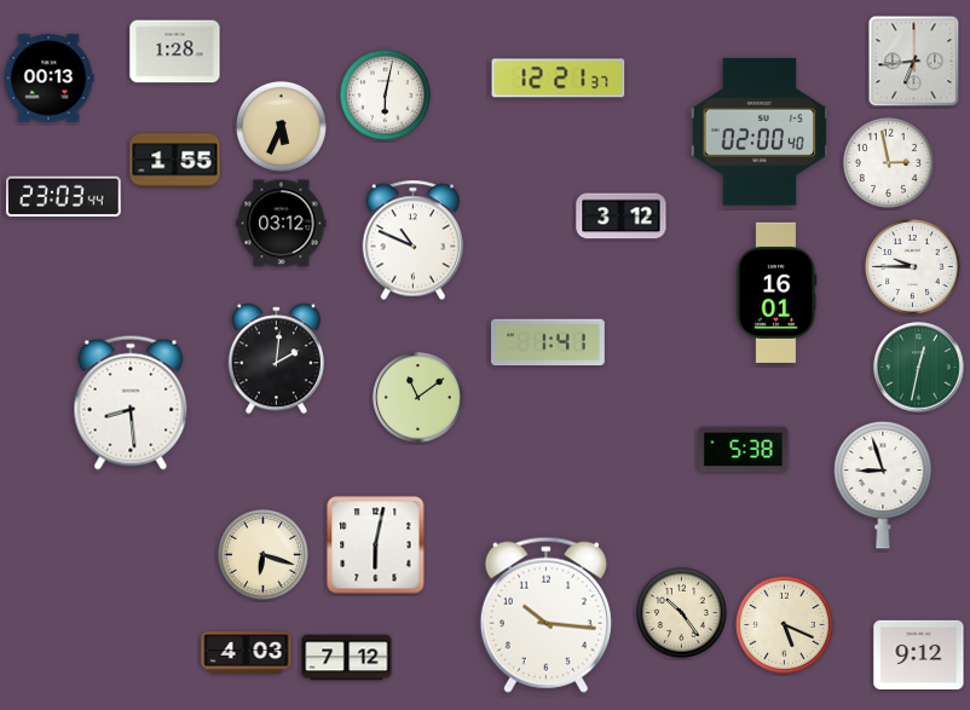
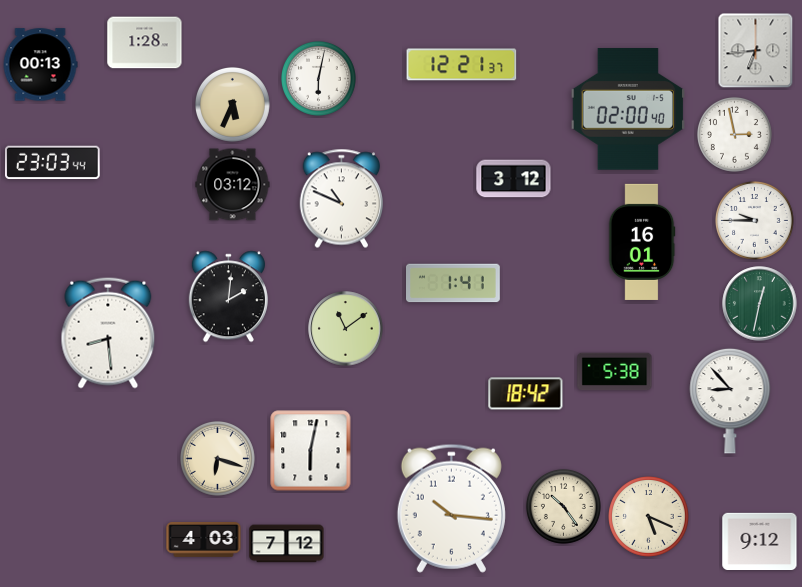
clock at (175, 161): 1:55 -> none
clock at (526, 394): none -> 18:42
clock at (883, 485): 8:57 -> 8:53
